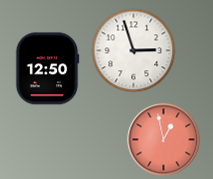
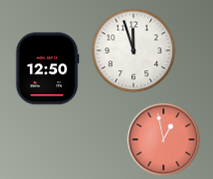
clock at (134, 51): 2:57 -> 11:57
